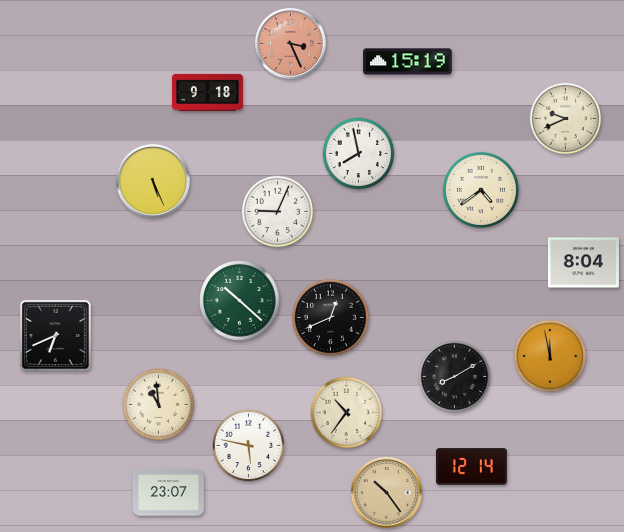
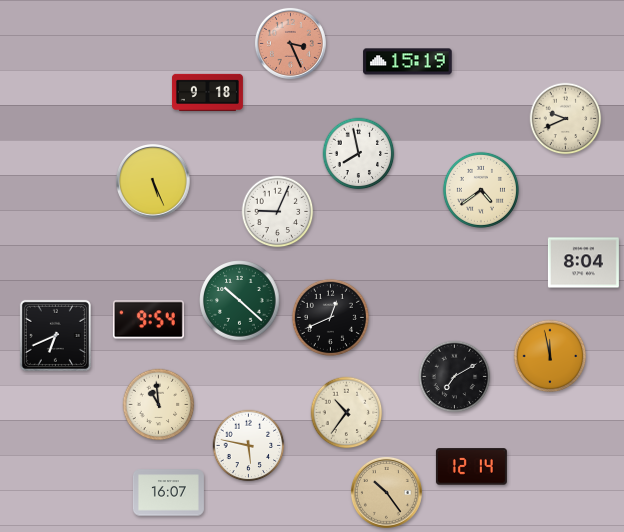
clock at (148, 320): none -> 9:54
clock at (455, 377): 8:10 -> 7:10
clock at (168, 493): 23:07 -> 16:07
